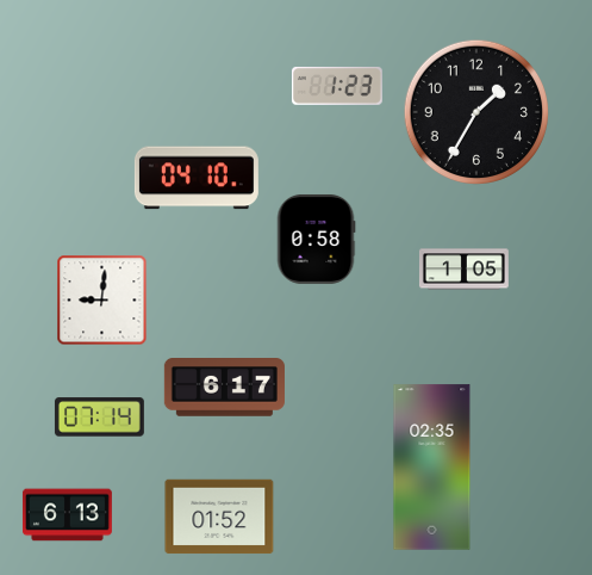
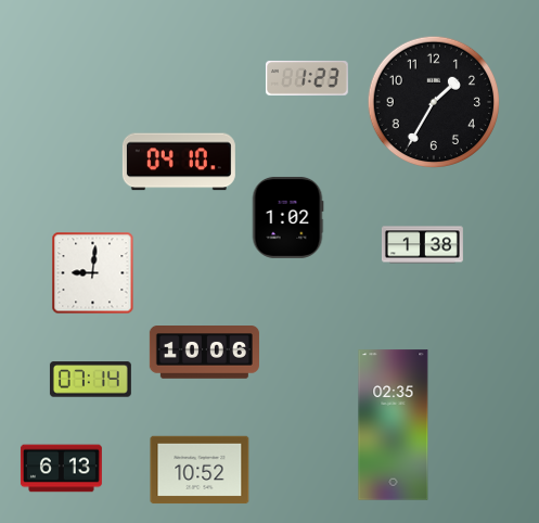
clock at (316, 239): 0:58 -> 1:02
clock at (463, 270): 1:05 -> 1:38
clock at (224, 388): 6:17 -> 10:06
clock at (219, 517): 01:52 -> 10:52
